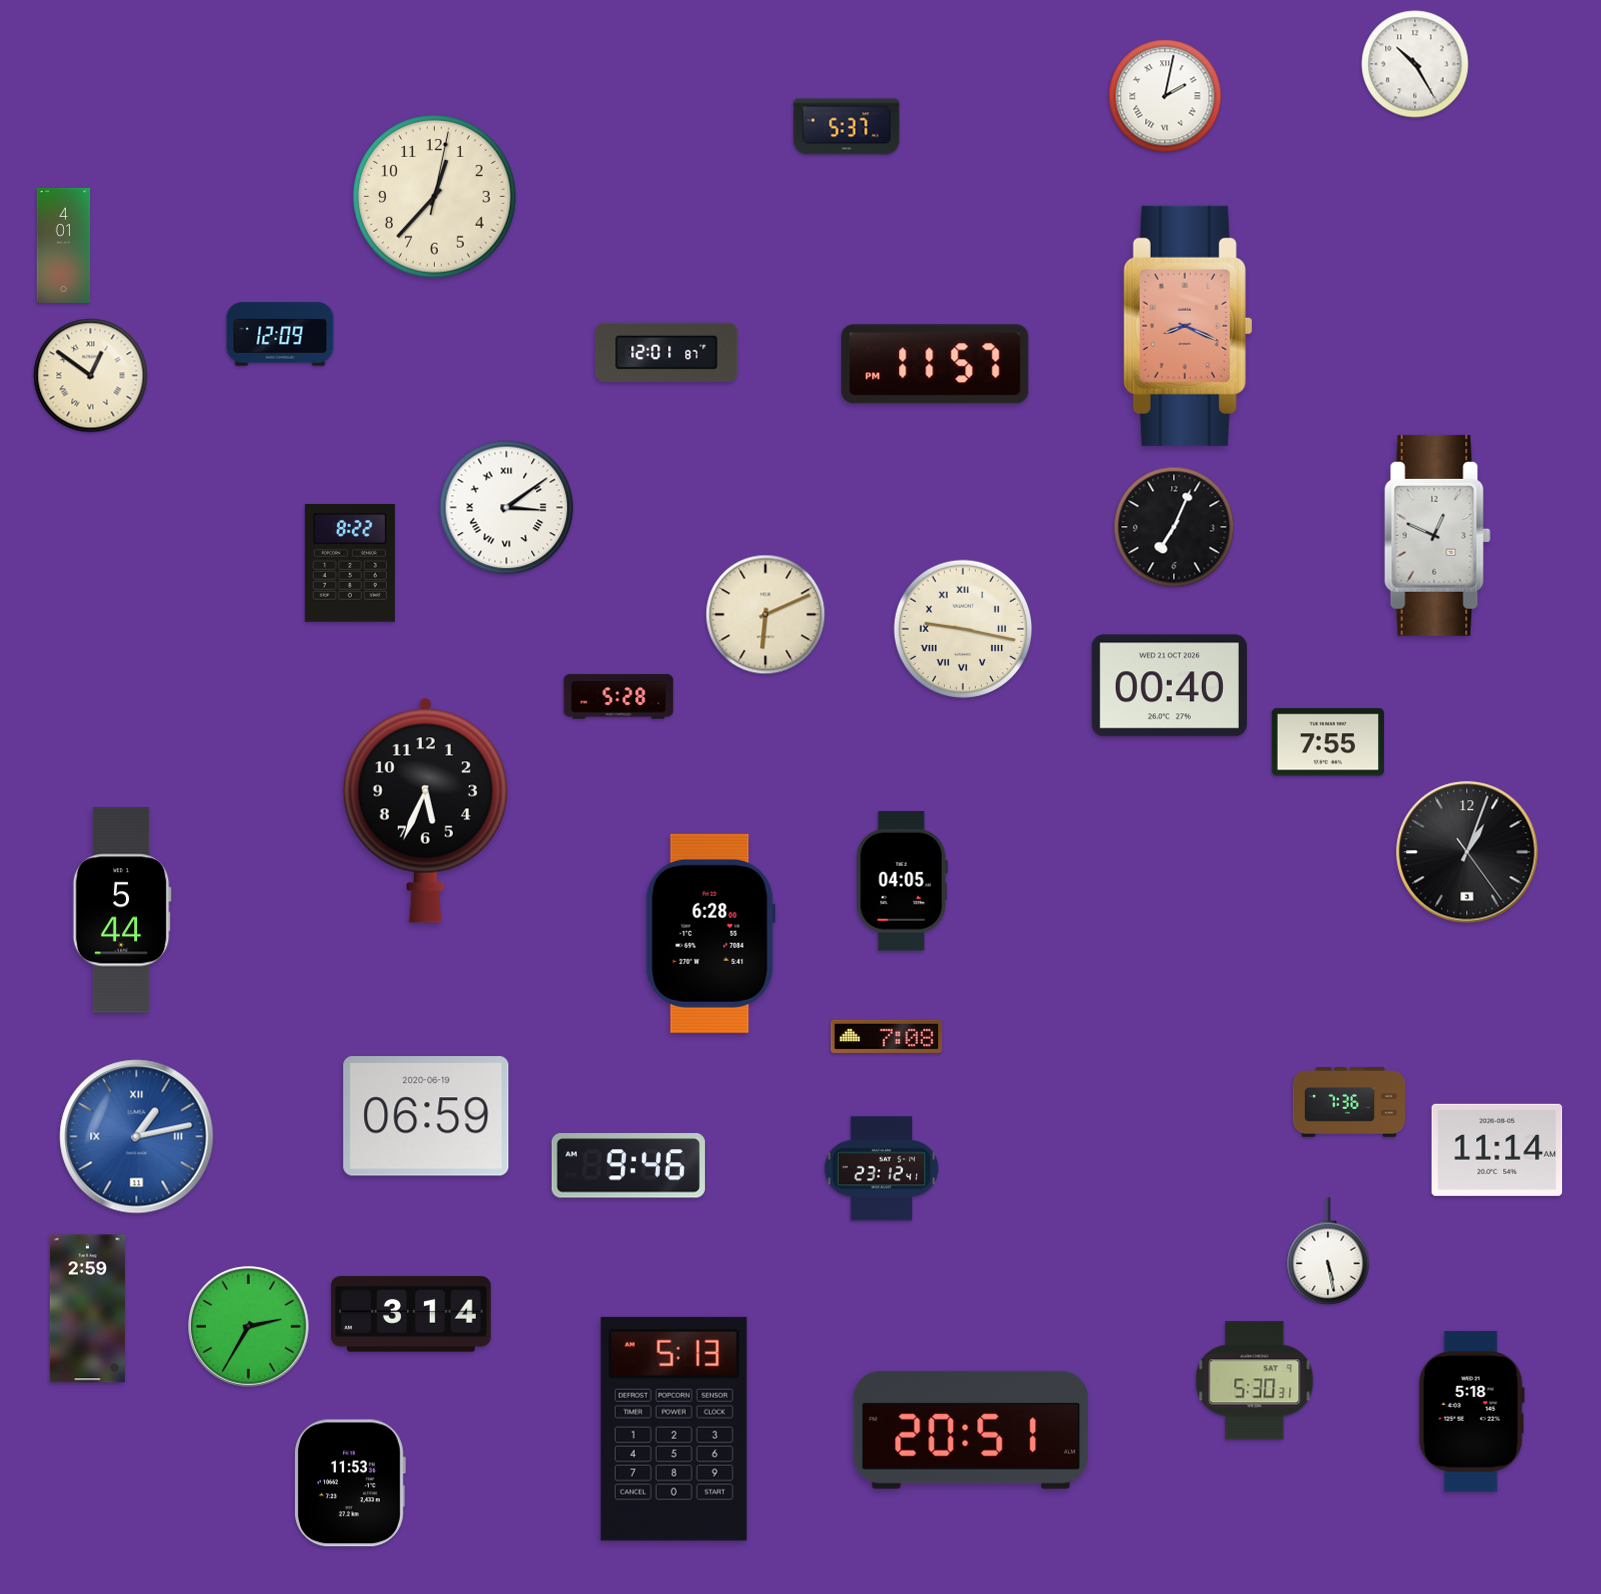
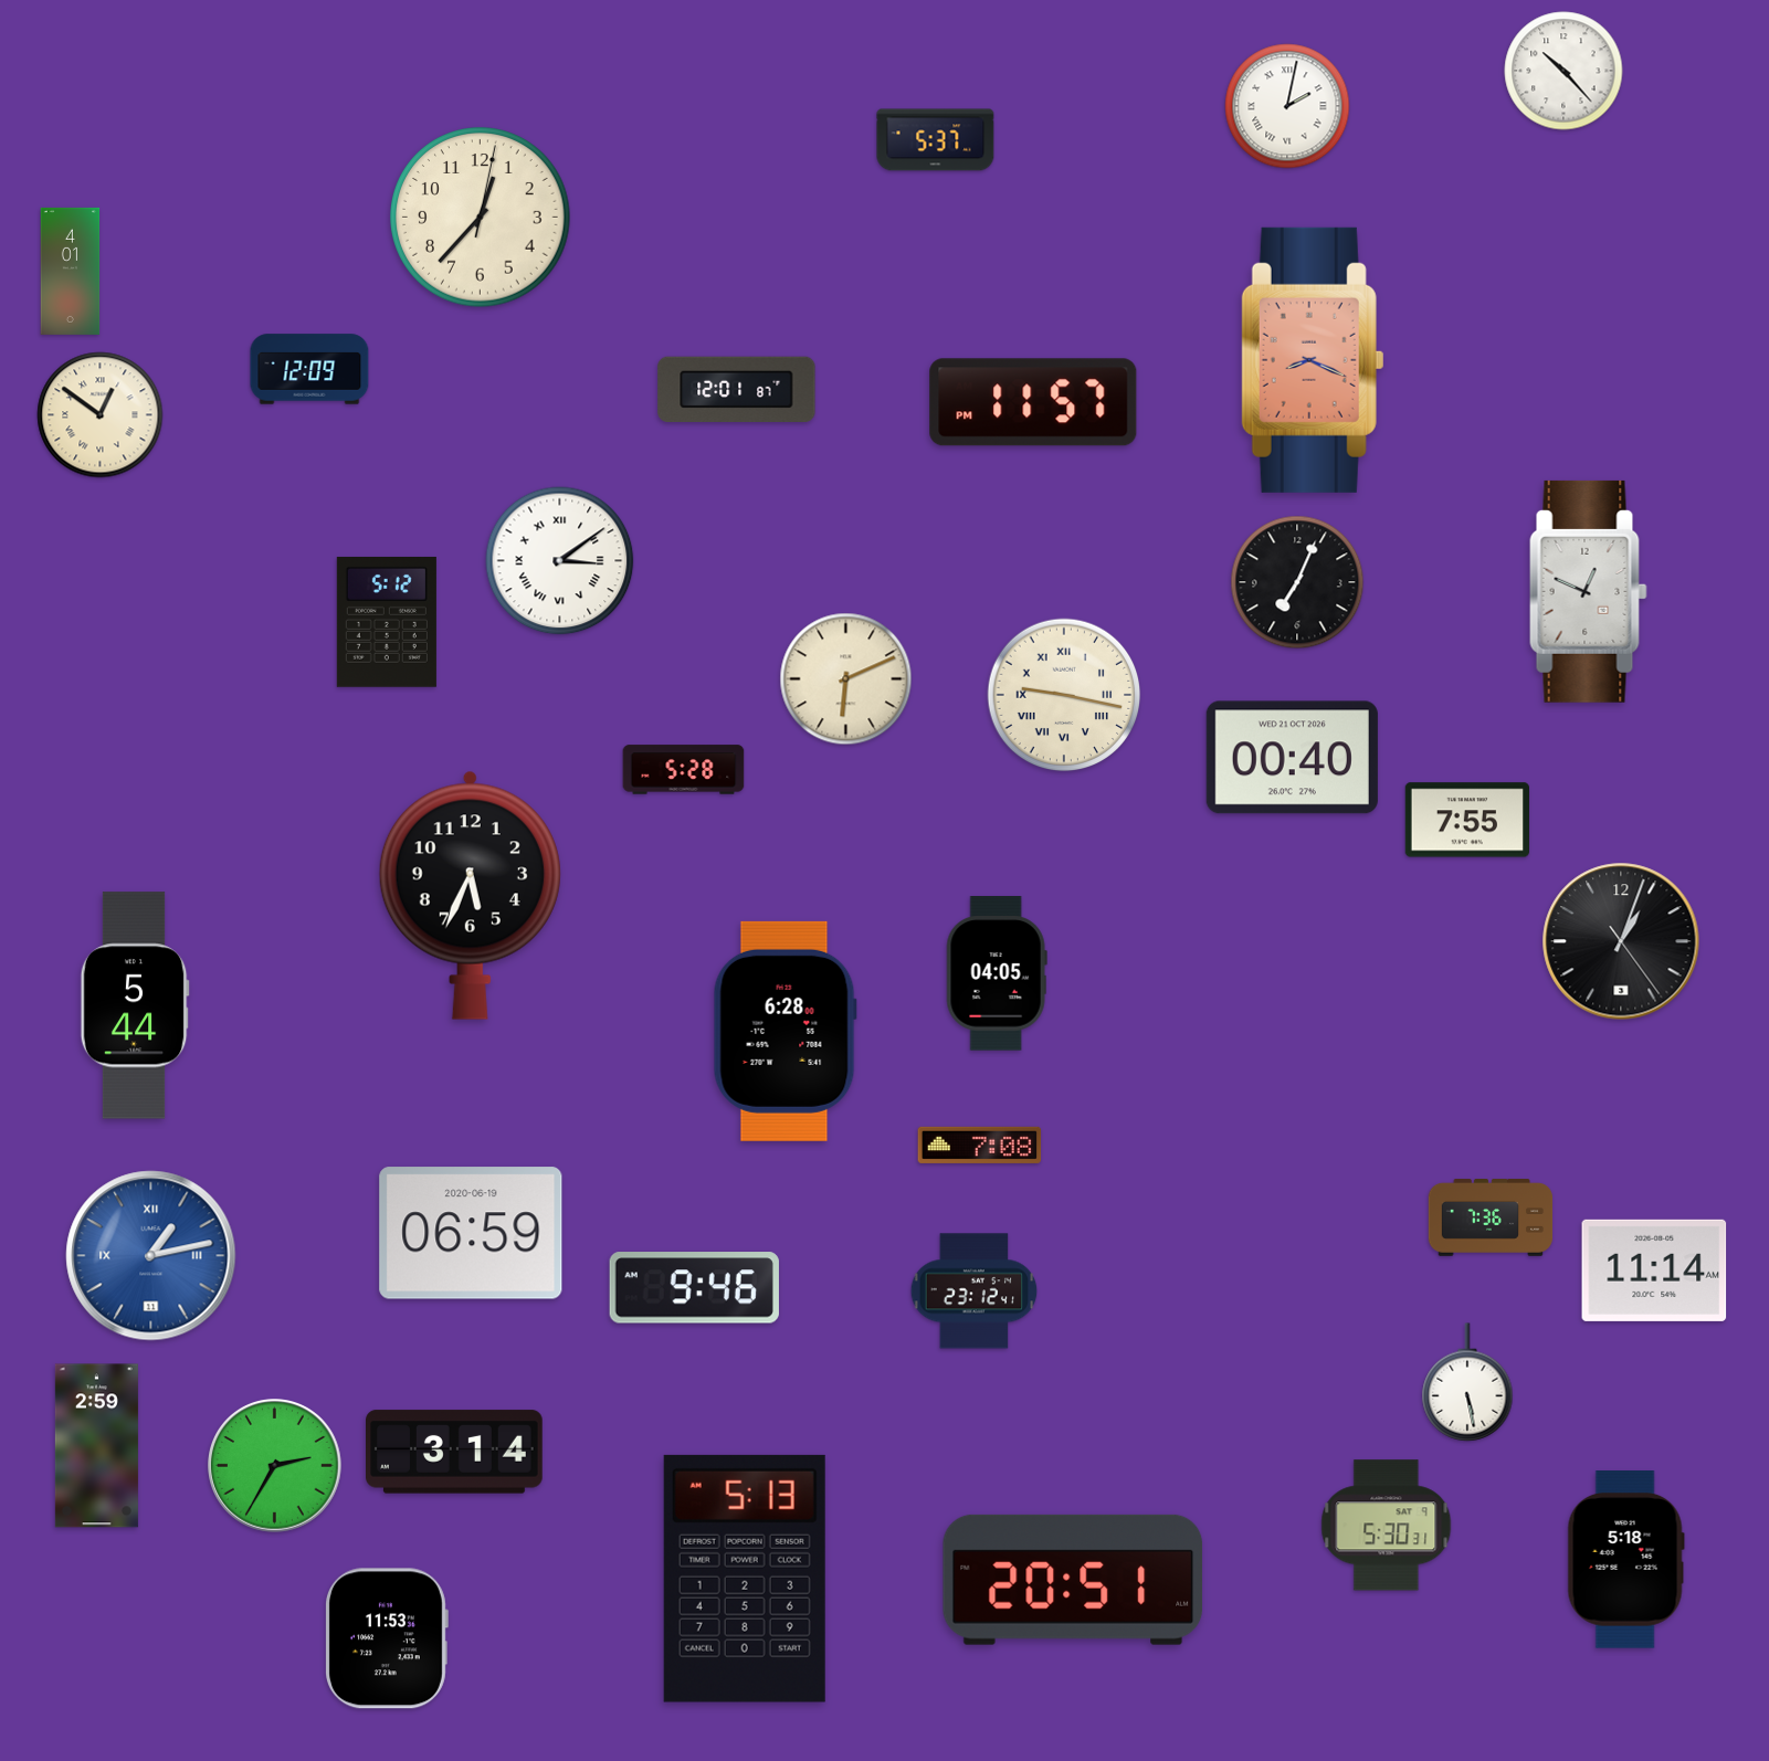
clock at (1415, 64): 10:25 -> 10:23
clock at (350, 563): 8:22 -> 5:12
